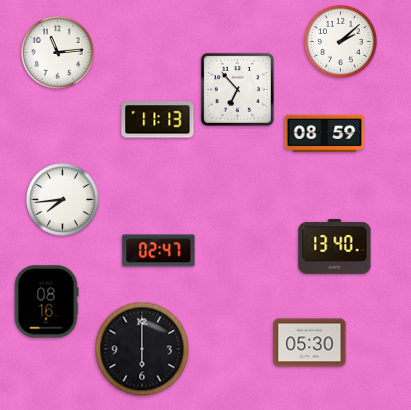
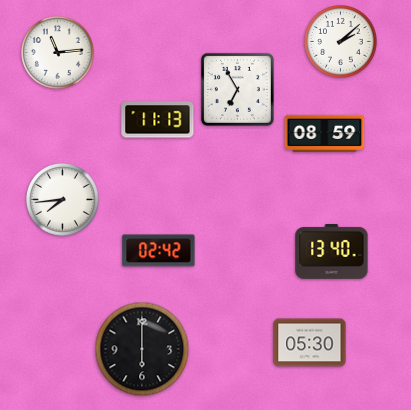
clock at (237, 89): 6:53 -> 6:55
clock at (335, 247) position: (335, 247) -> (332, 252)
clock at (159, 251): 02:47 -> 02:42
clock at (46, 302): 08:16 -> none
